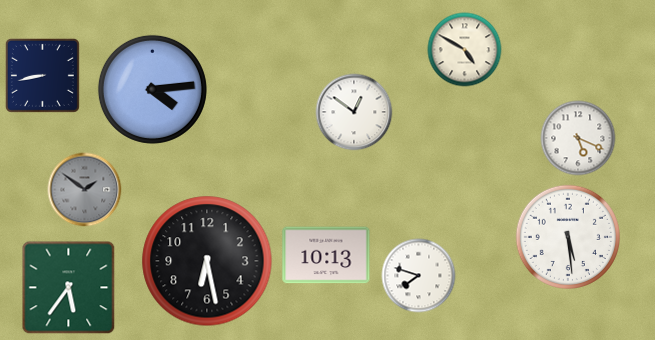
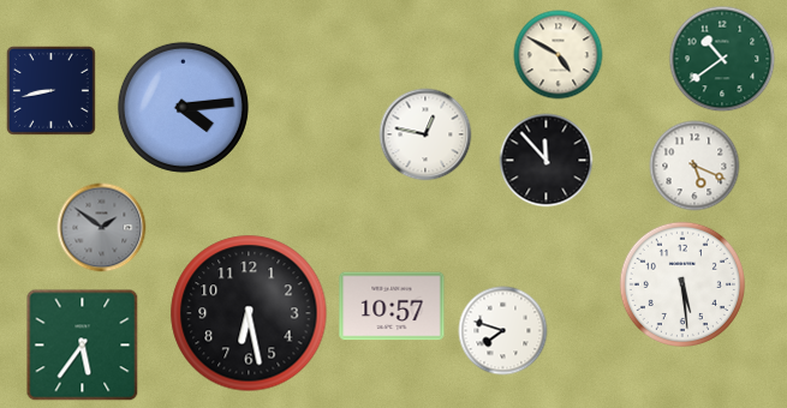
clock at (722, 59): none -> 10:39
clock at (465, 50) position: (465, 50) -> (559, 55)
clock at (354, 112): 12:51 -> 12:47
clock at (547, 161): none -> 11:53
clock at (326, 255): 10:13 -> 10:57
